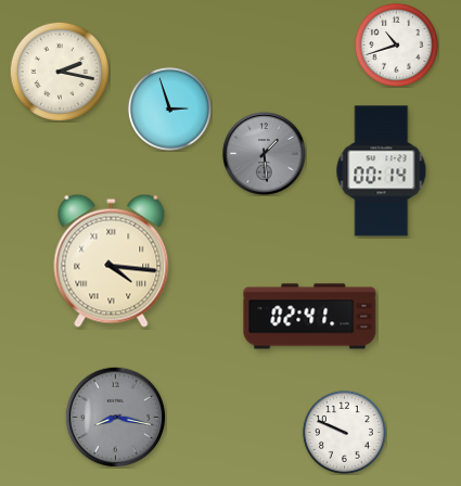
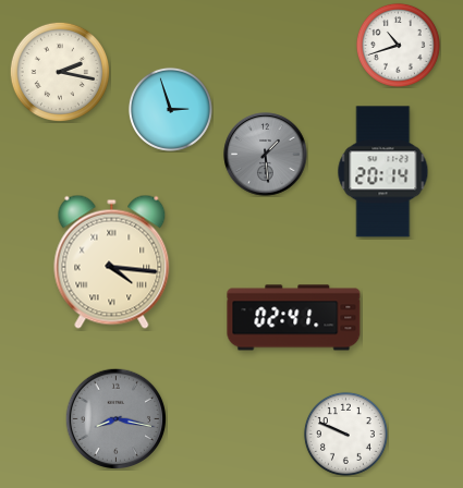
clock at (382, 171): 00:14 -> 20:14
clock at (310, 317) position: (310, 317) -> (294, 318)
